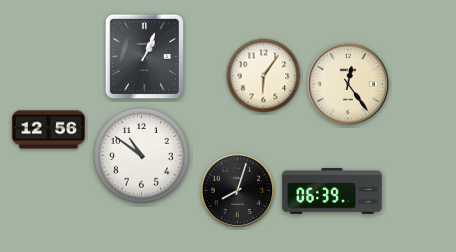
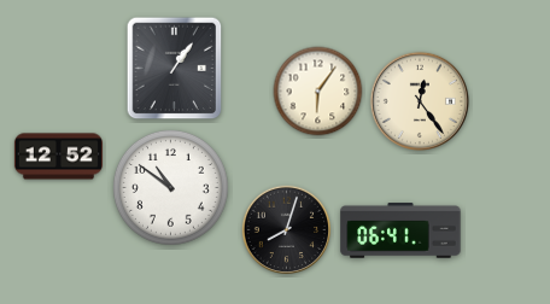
clock at (145, 57): 1:04 -> 1:06
clock at (48, 130): 12:56 -> 12:52
clock at (332, 191): 06:39 -> 06:41
